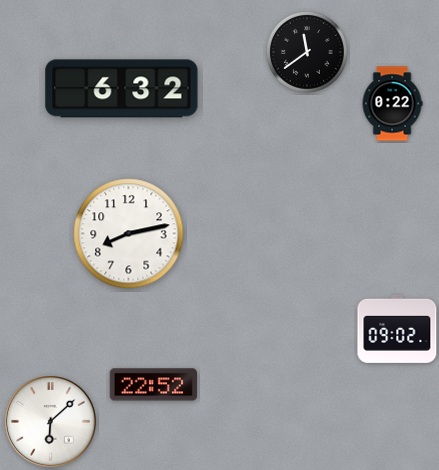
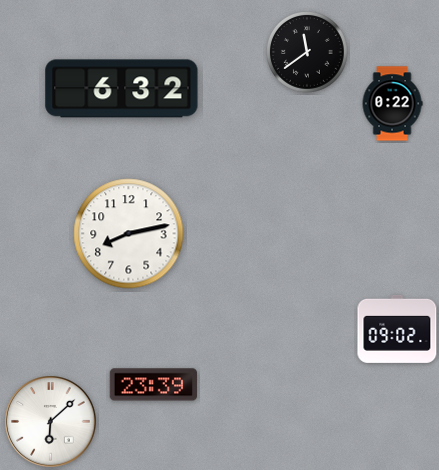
clock at (154, 385): 22:52 -> 23:39
